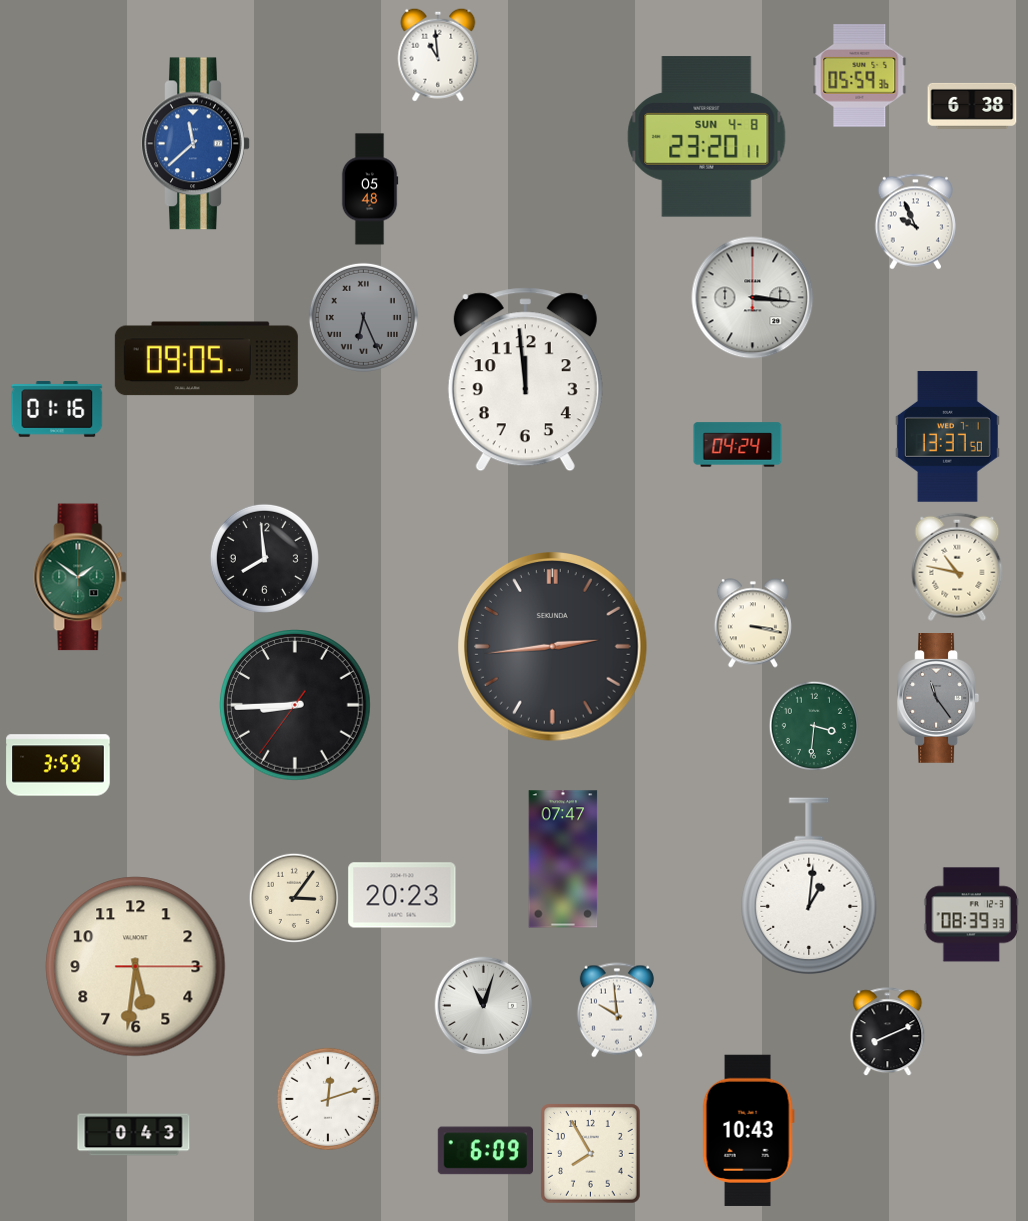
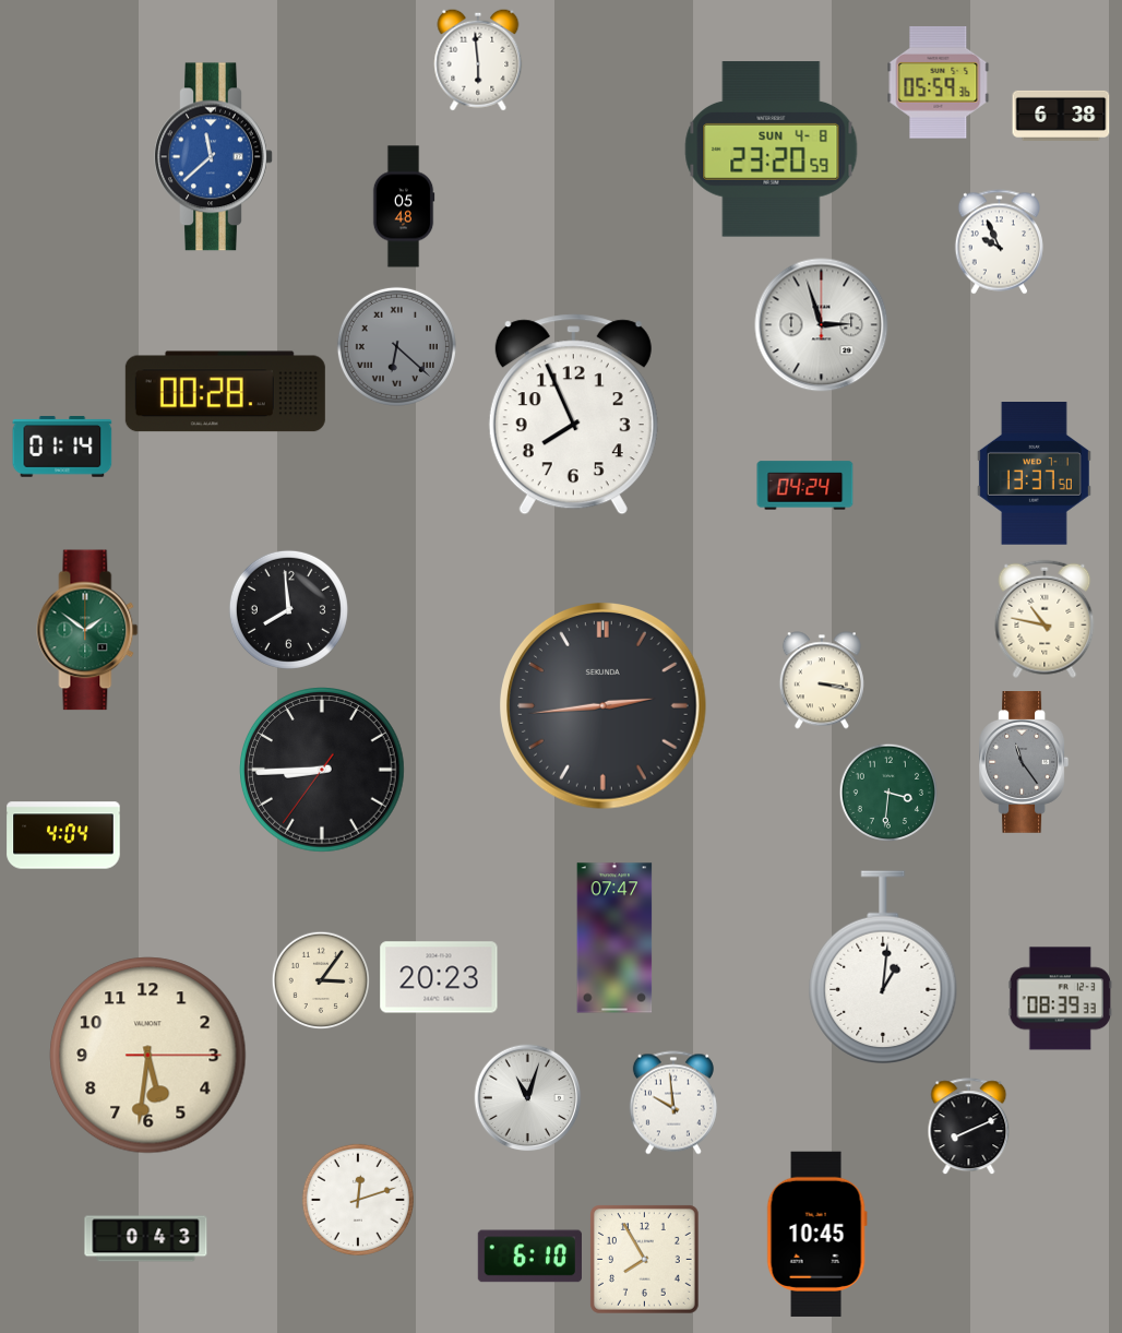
clock at (438, 55): 10:59 -> 5:59
clock at (707, 137): 23:20:11 -> 23:20:59
clock at (753, 298): 3:16 -> 2:57
clock at (363, 317): 6:26 -> 6:22
clock at (206, 359): 09:05 -> 00:28
clock at (525, 380): 11:59 -> 7:56
clock at (57, 409): 01:16 -> 01:14
clock at (947, 437) position: (947, 437) -> (1034, 474)
clock at (58, 765): 3:59 -> 4:04
clock at (748, 1130): 10:43 -> 10:45
clock at (485, 1151): 6:09 -> 6:10
